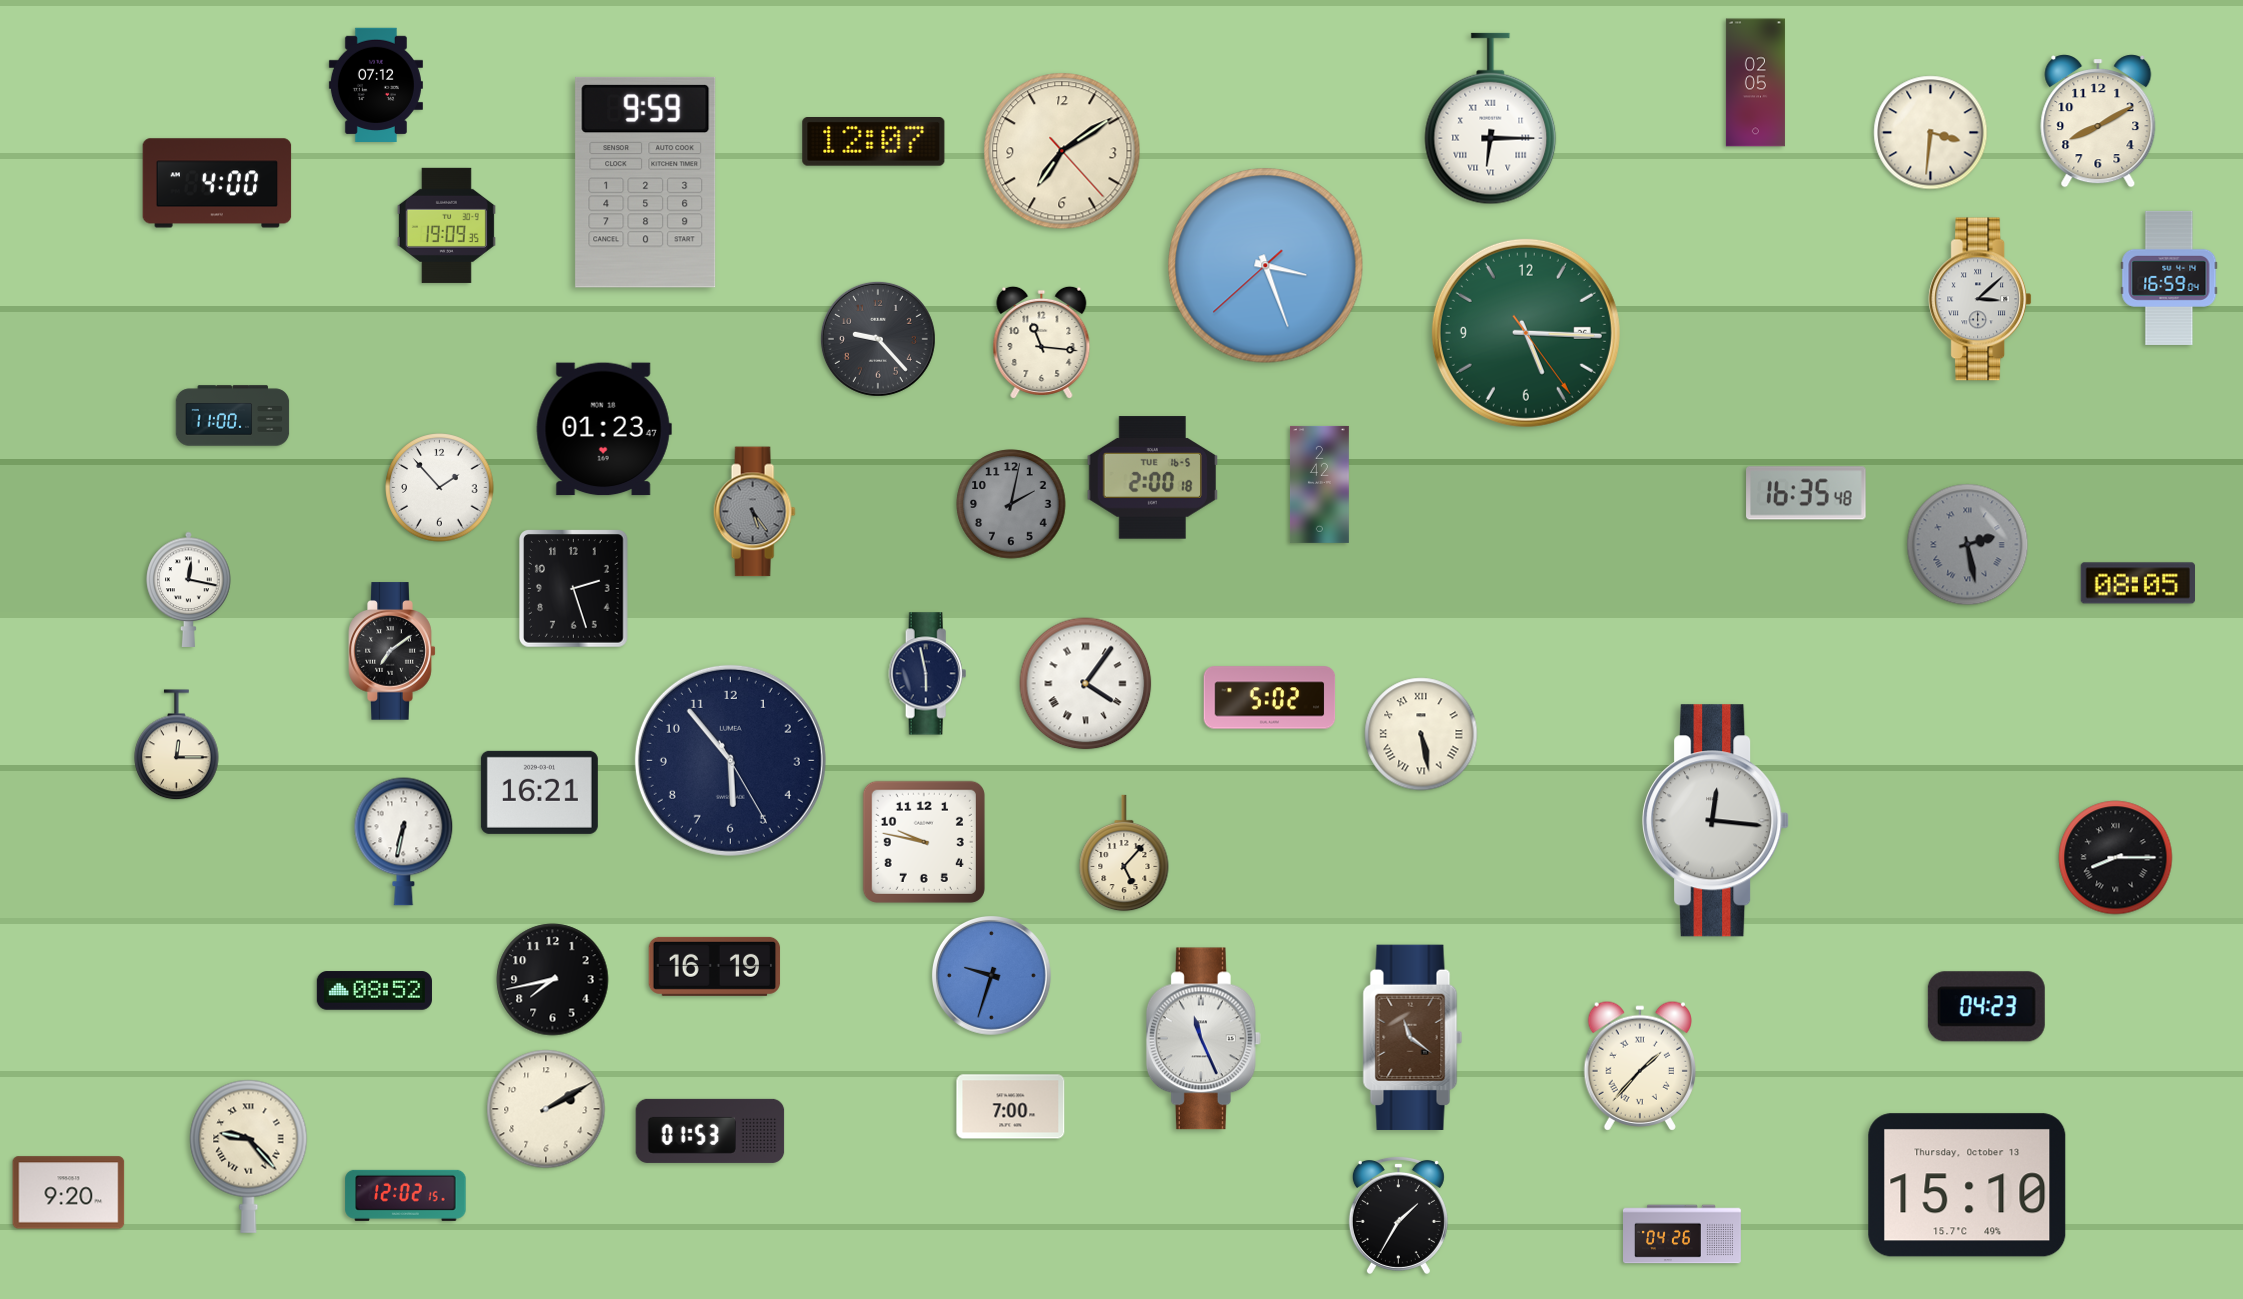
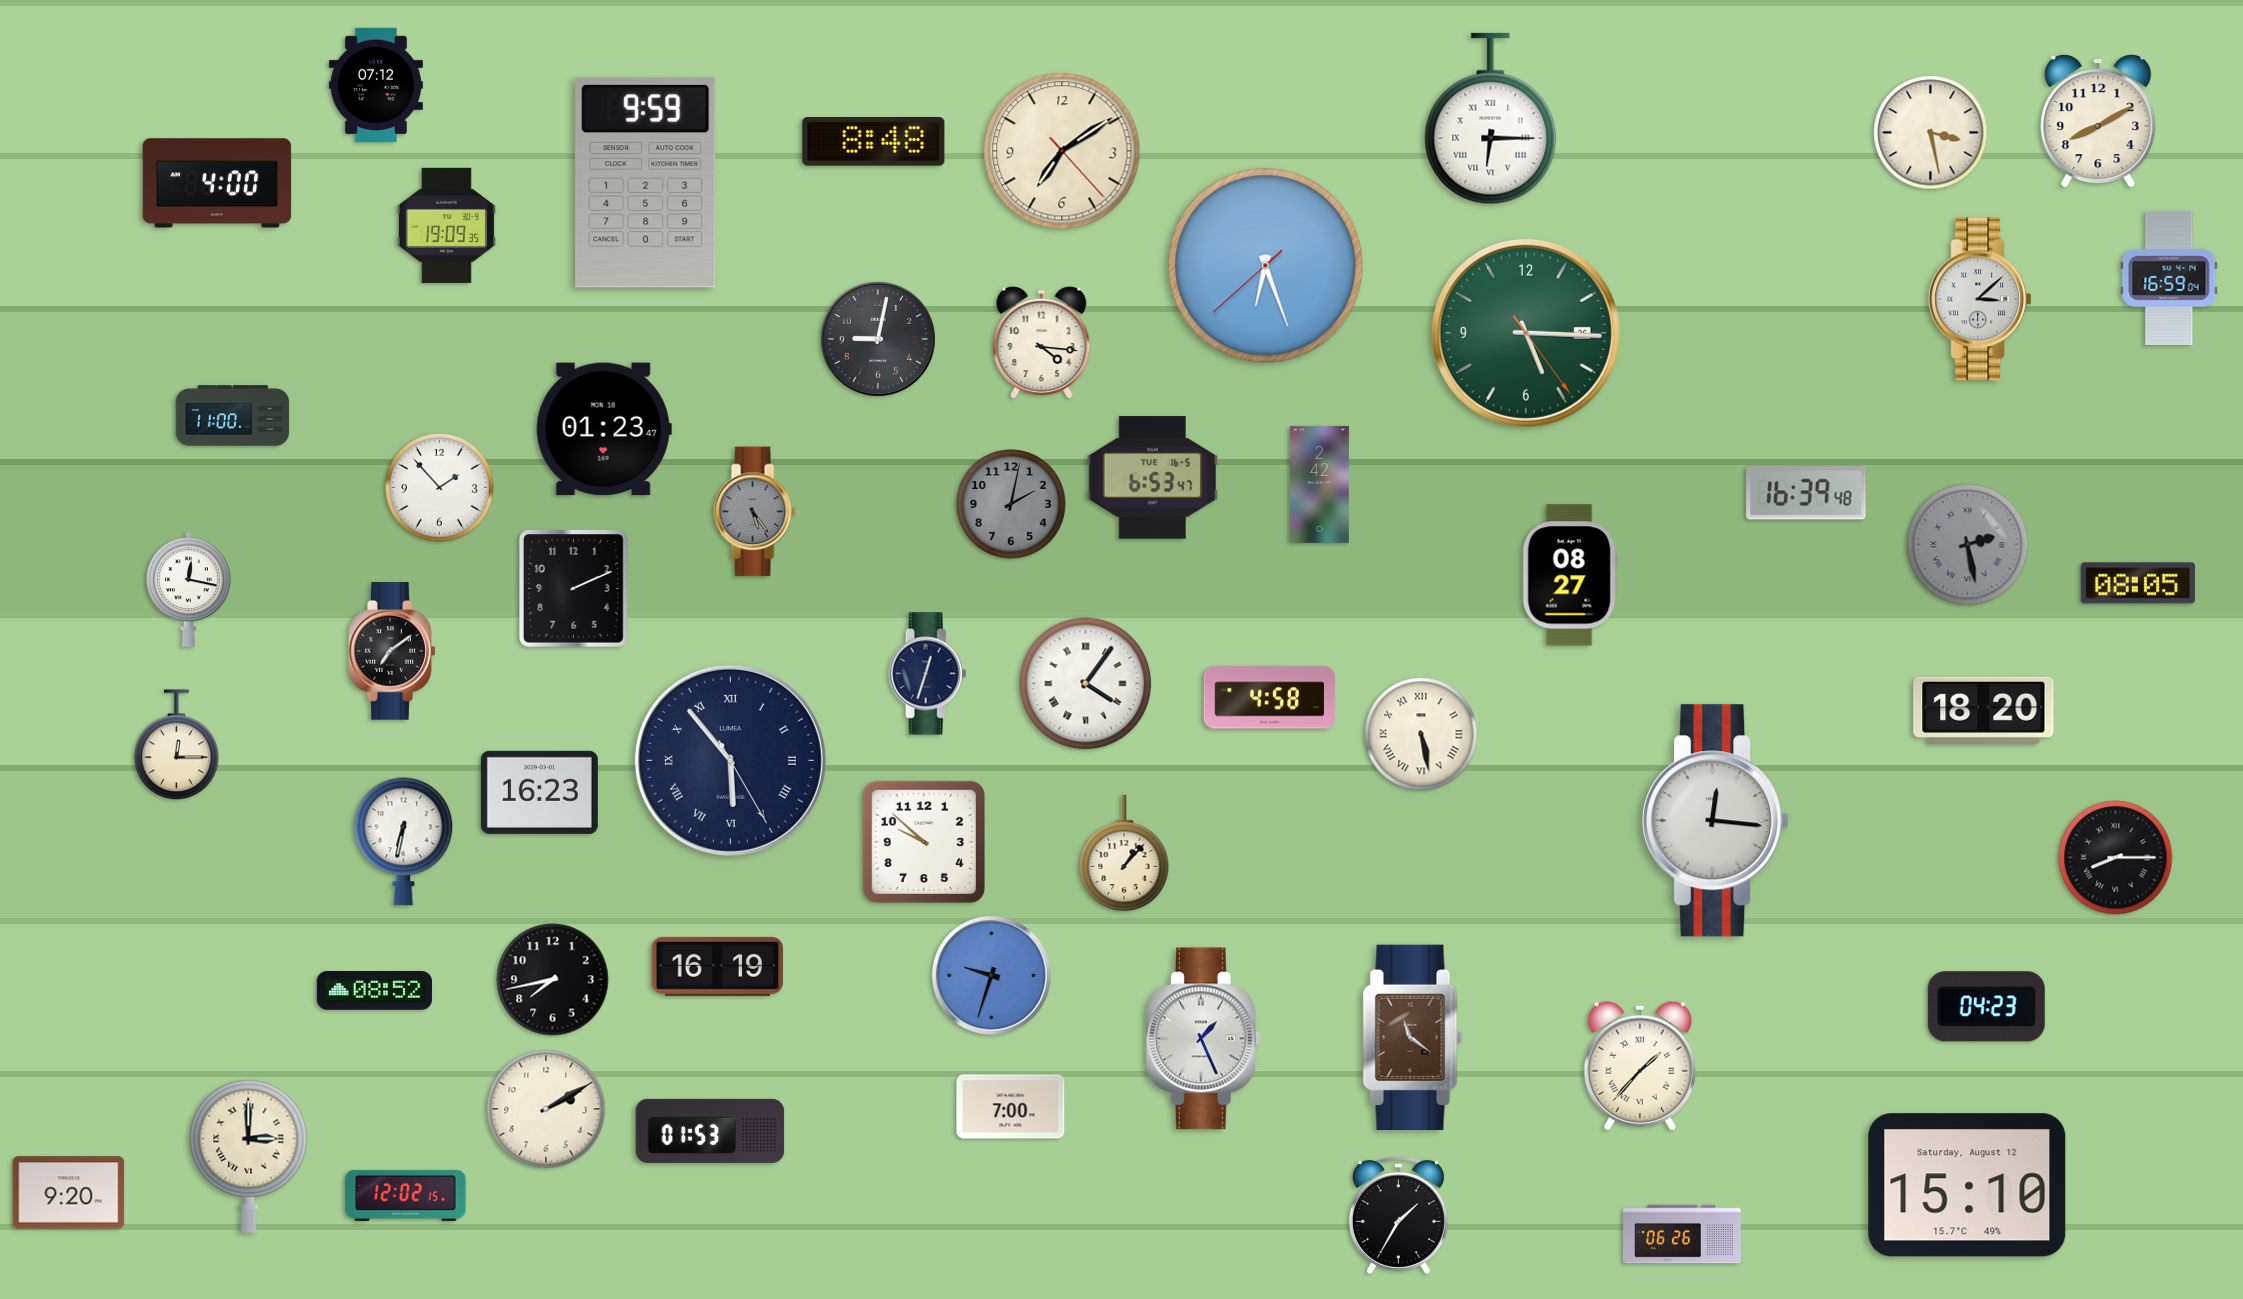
clock at (1755, 83): 02:05 -> none
clock at (1931, 133): 3:31 -> 3:28
clock at (874, 142): 12:07 -> 8:48
clock at (1266, 266): 3:26 -> 6:26
clock at (878, 339): 9:23 -> 9:02
clock at (1042, 342): 11:16 -> 4:16
clock at (1153, 478): 2:00 -> 6:53
clock at (1806, 493): 16:35 -> 16:39
clock at (1570, 575): none -> 08:27
clock at (574, 589): 2:27 -> 2:11
clock at (928, 674): 5:58 -> 12:33
clock at (1270, 698): 5:02 -> 4:58
clock at (1984, 710): none -> 18:20
clock at (730, 760) numerals: Arabic -> Roman
clock at (539, 792): 16:21 -> 16:23
clock at (924, 842): 9:47 -> 9:52
clock at (1124, 853): 5:07 -> 1:07
clock at (715, 966) position: (715, 966) -> (718, 966)
clock at (1203, 1039): 11:26 -> 1:26
clock at (249, 1156): 9:23 -> 3:00
clock at (1967, 1185) date: Thursday, October 13 -> Saturday, August 12
clock at (1683, 1234): 04:26 -> 06:26
